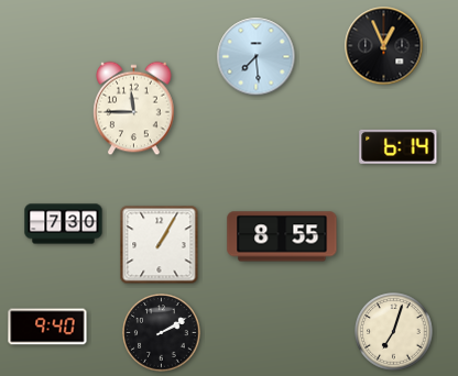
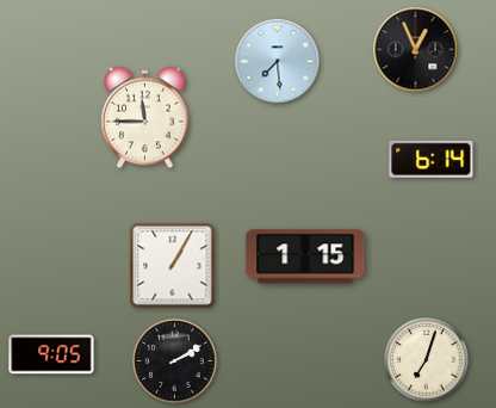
clock at (64, 224): 7:30 -> none
clock at (282, 236): 8:55 -> 1:15
clock at (47, 327): 9:40 -> 9:05
